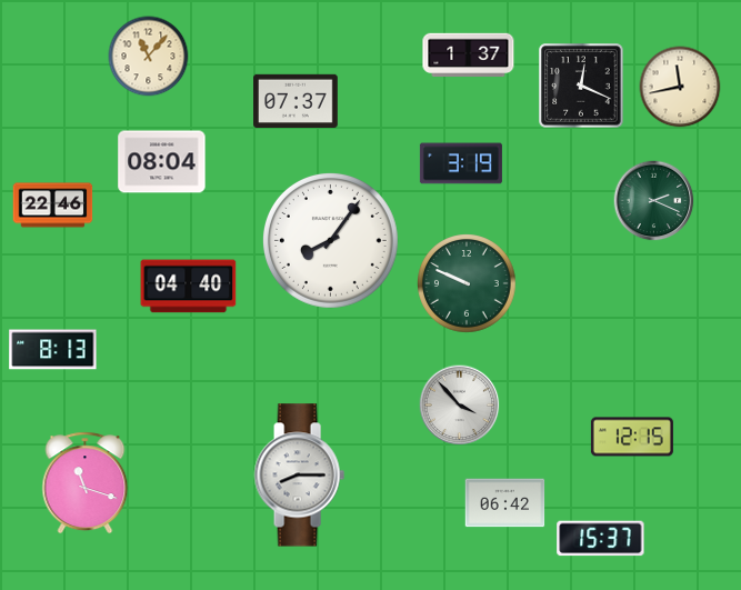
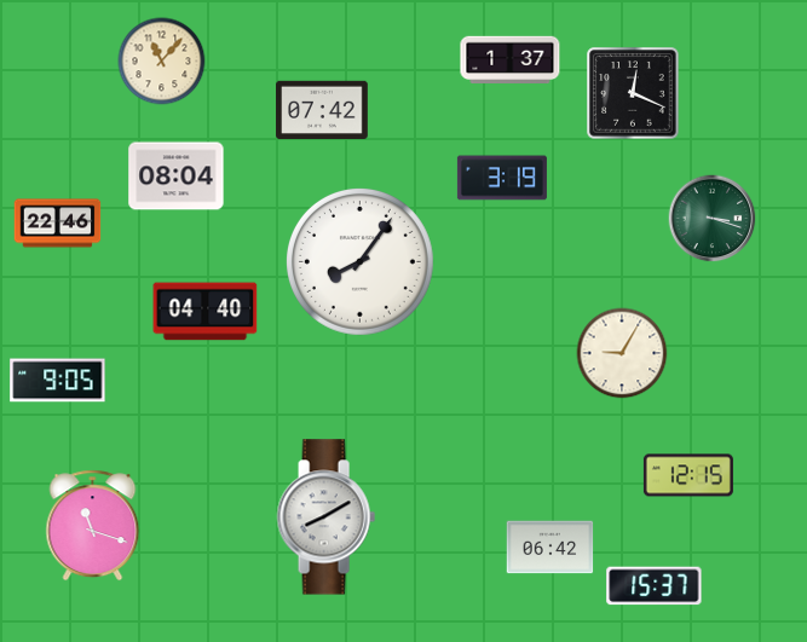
clock at (680, 87): 11:43 -> none
clock at (296, 101): 07:37 -> 07:42
clock at (654, 201): 2:19 -> 3:18
clock at (467, 283): 9:49 -> none
clock at (622, 353): none -> 9:05
clock at (53, 350): 8:13 -> 9:05
clock at (460, 406): 3:53 -> none
clock at (299, 476): 8:15 -> 8:10
